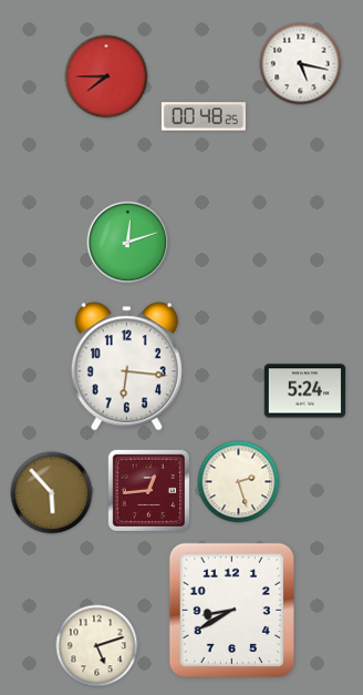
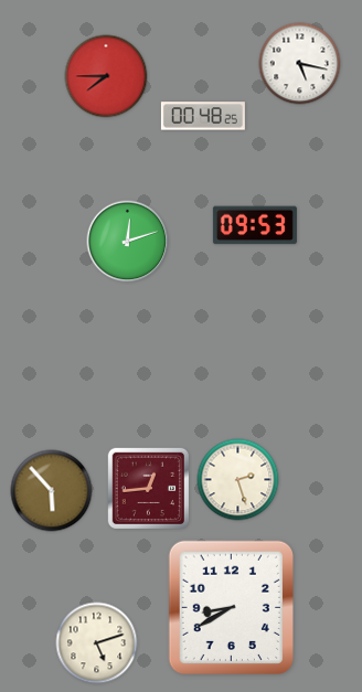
clock at (255, 225): none -> 09:53
clock at (126, 367): 6:16 -> none
clock at (305, 391): 5:24 -> none
